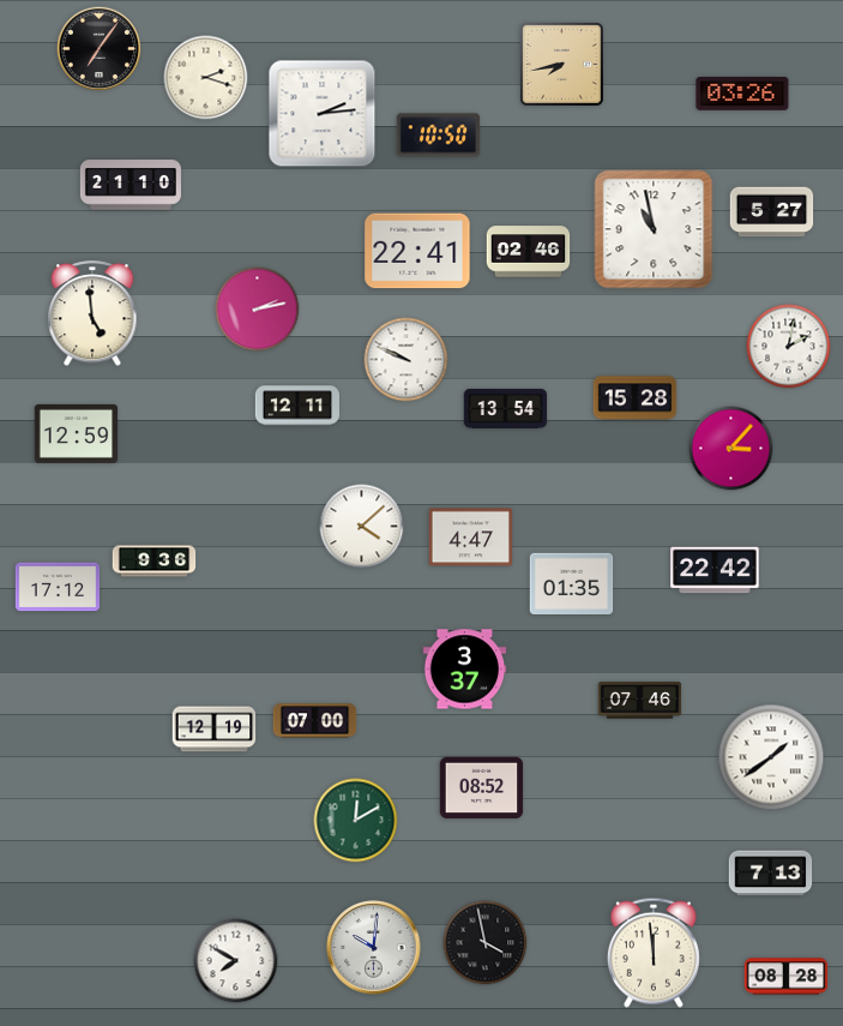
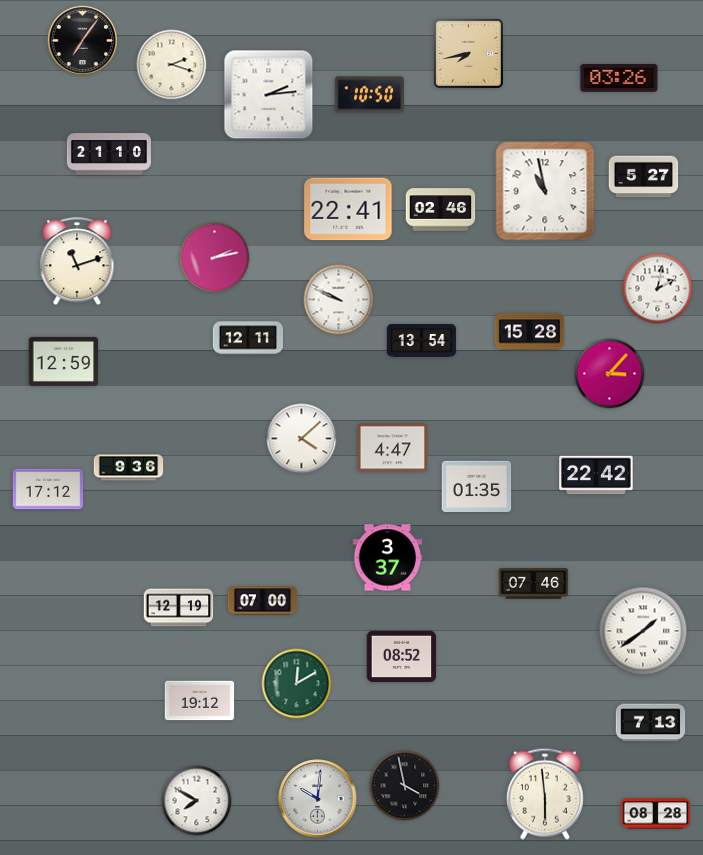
clock at (439, 136) position: (439, 136) -> (370, 95)
clock at (92, 314): 4:59 -> 11:12
clock at (200, 701): none -> 19:12
clock at (771, 874) position: (771, 874) -> (651, 723)
clock at (374, 948) position: (374, 948) -> (318, 799)
clock at (654, 953): 11:59 -> 5:59
